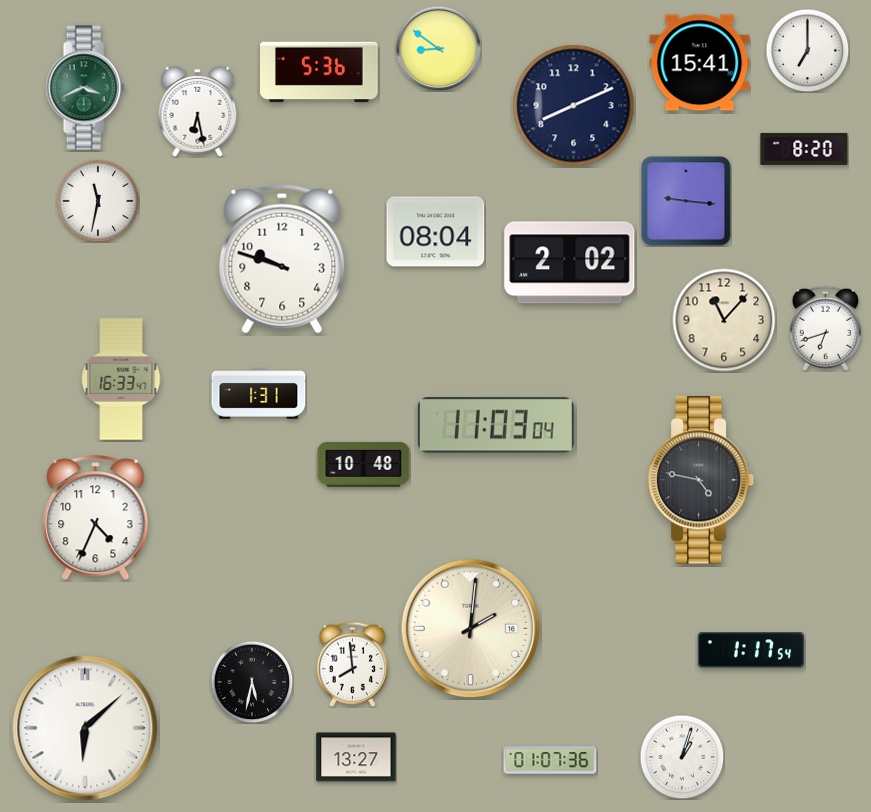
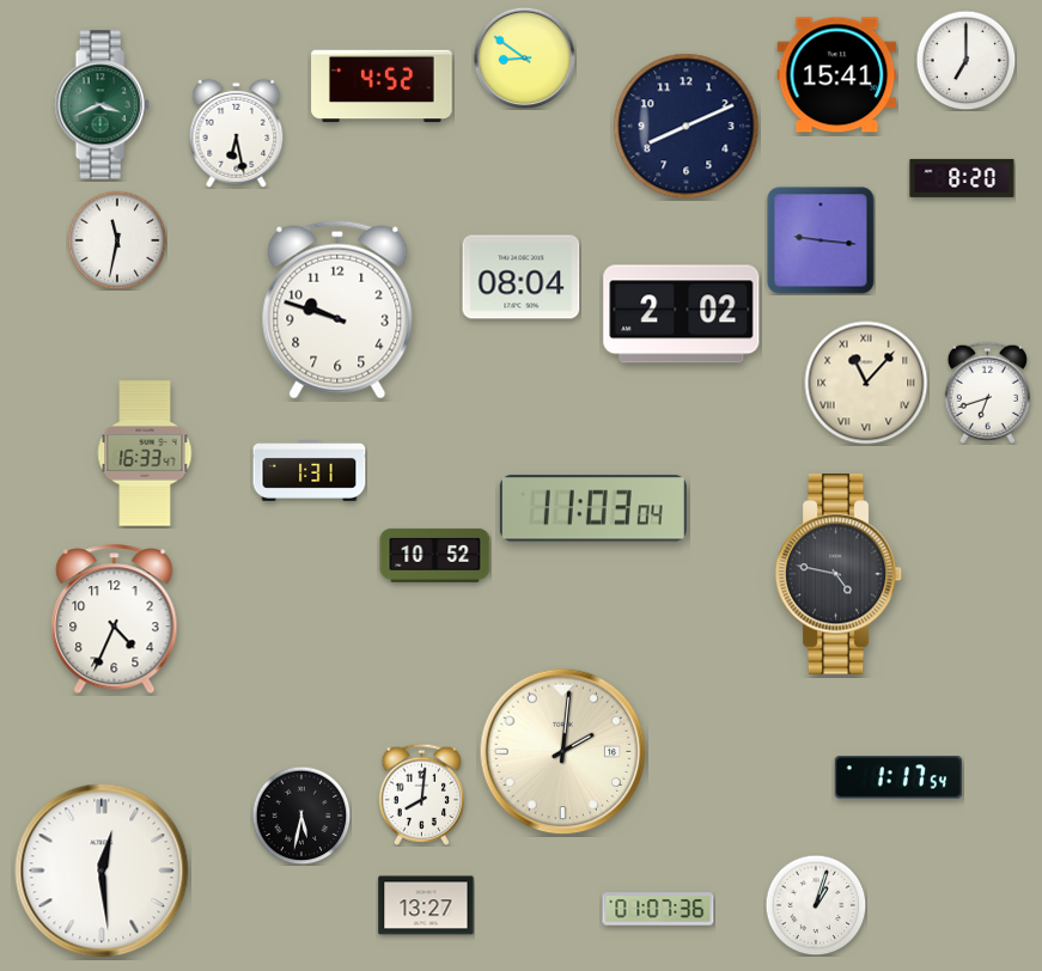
clock at (319, 72): 5:36 -> 4:52
clock at (724, 320) numerals: Arabic -> Roman
clock at (364, 464): 10:48 -> 10:52
clock at (352, 664): 7:59 -> 8:01
clock at (85, 728): 6:08 -> 12:29
